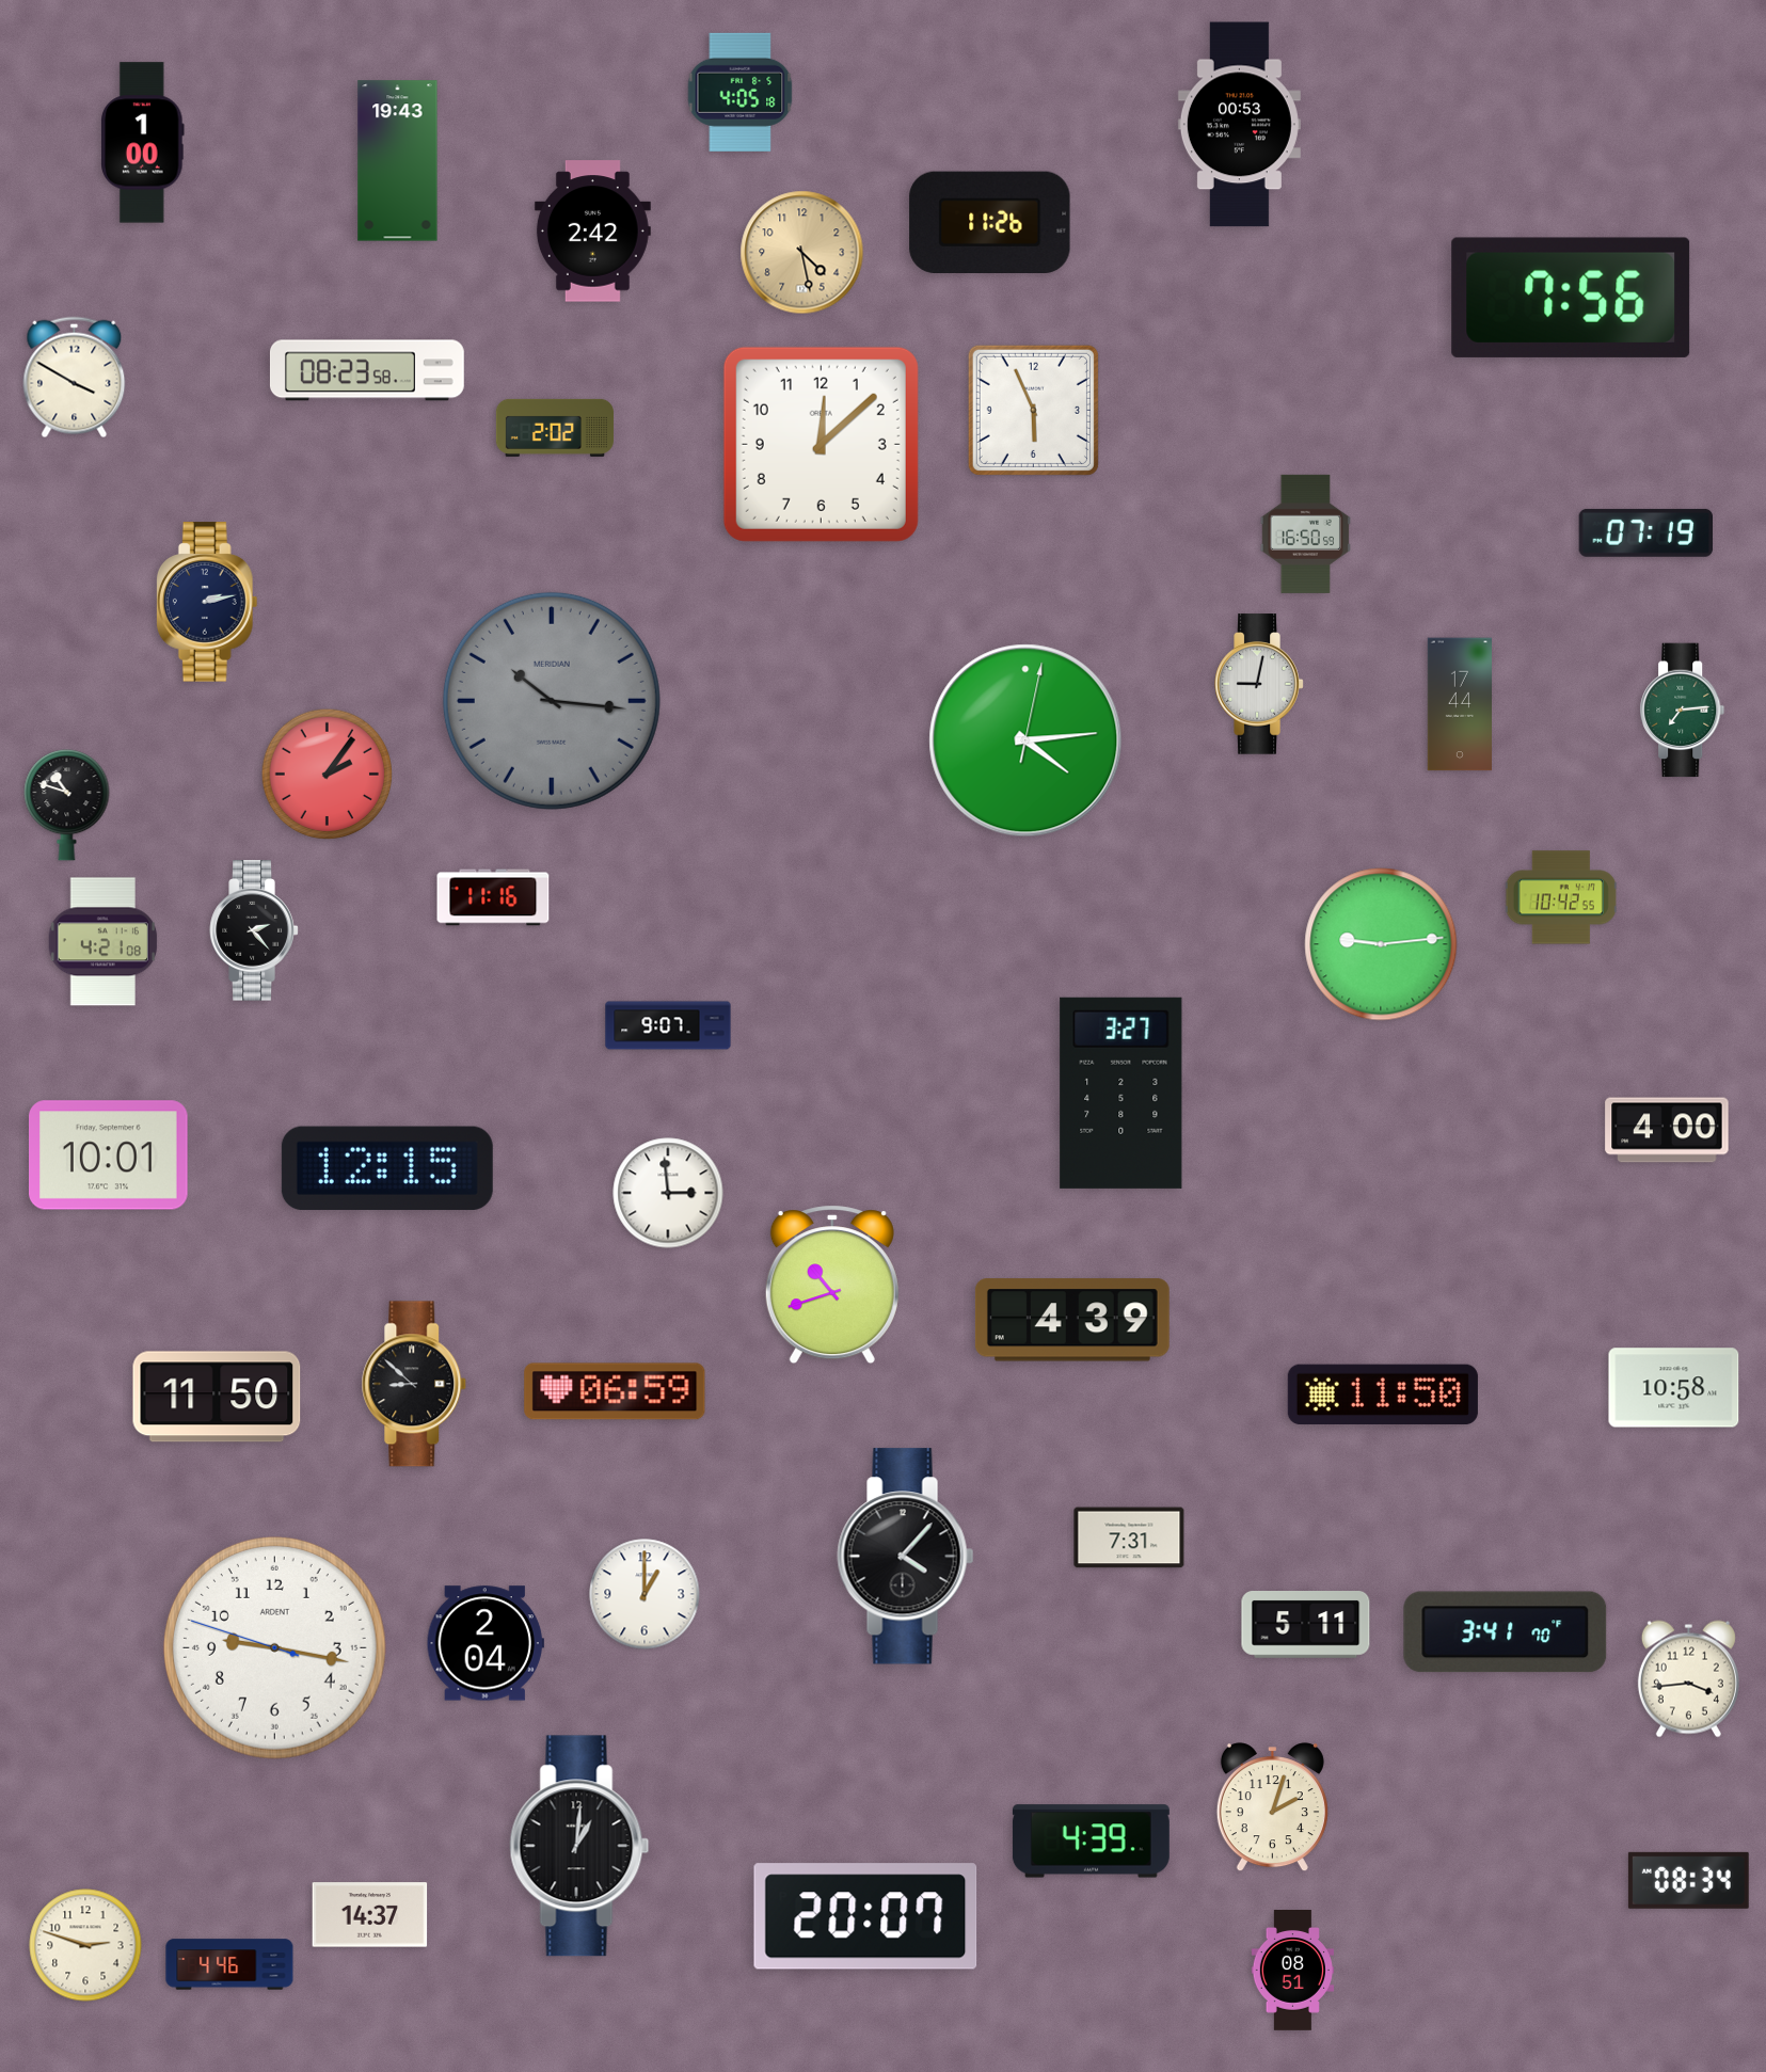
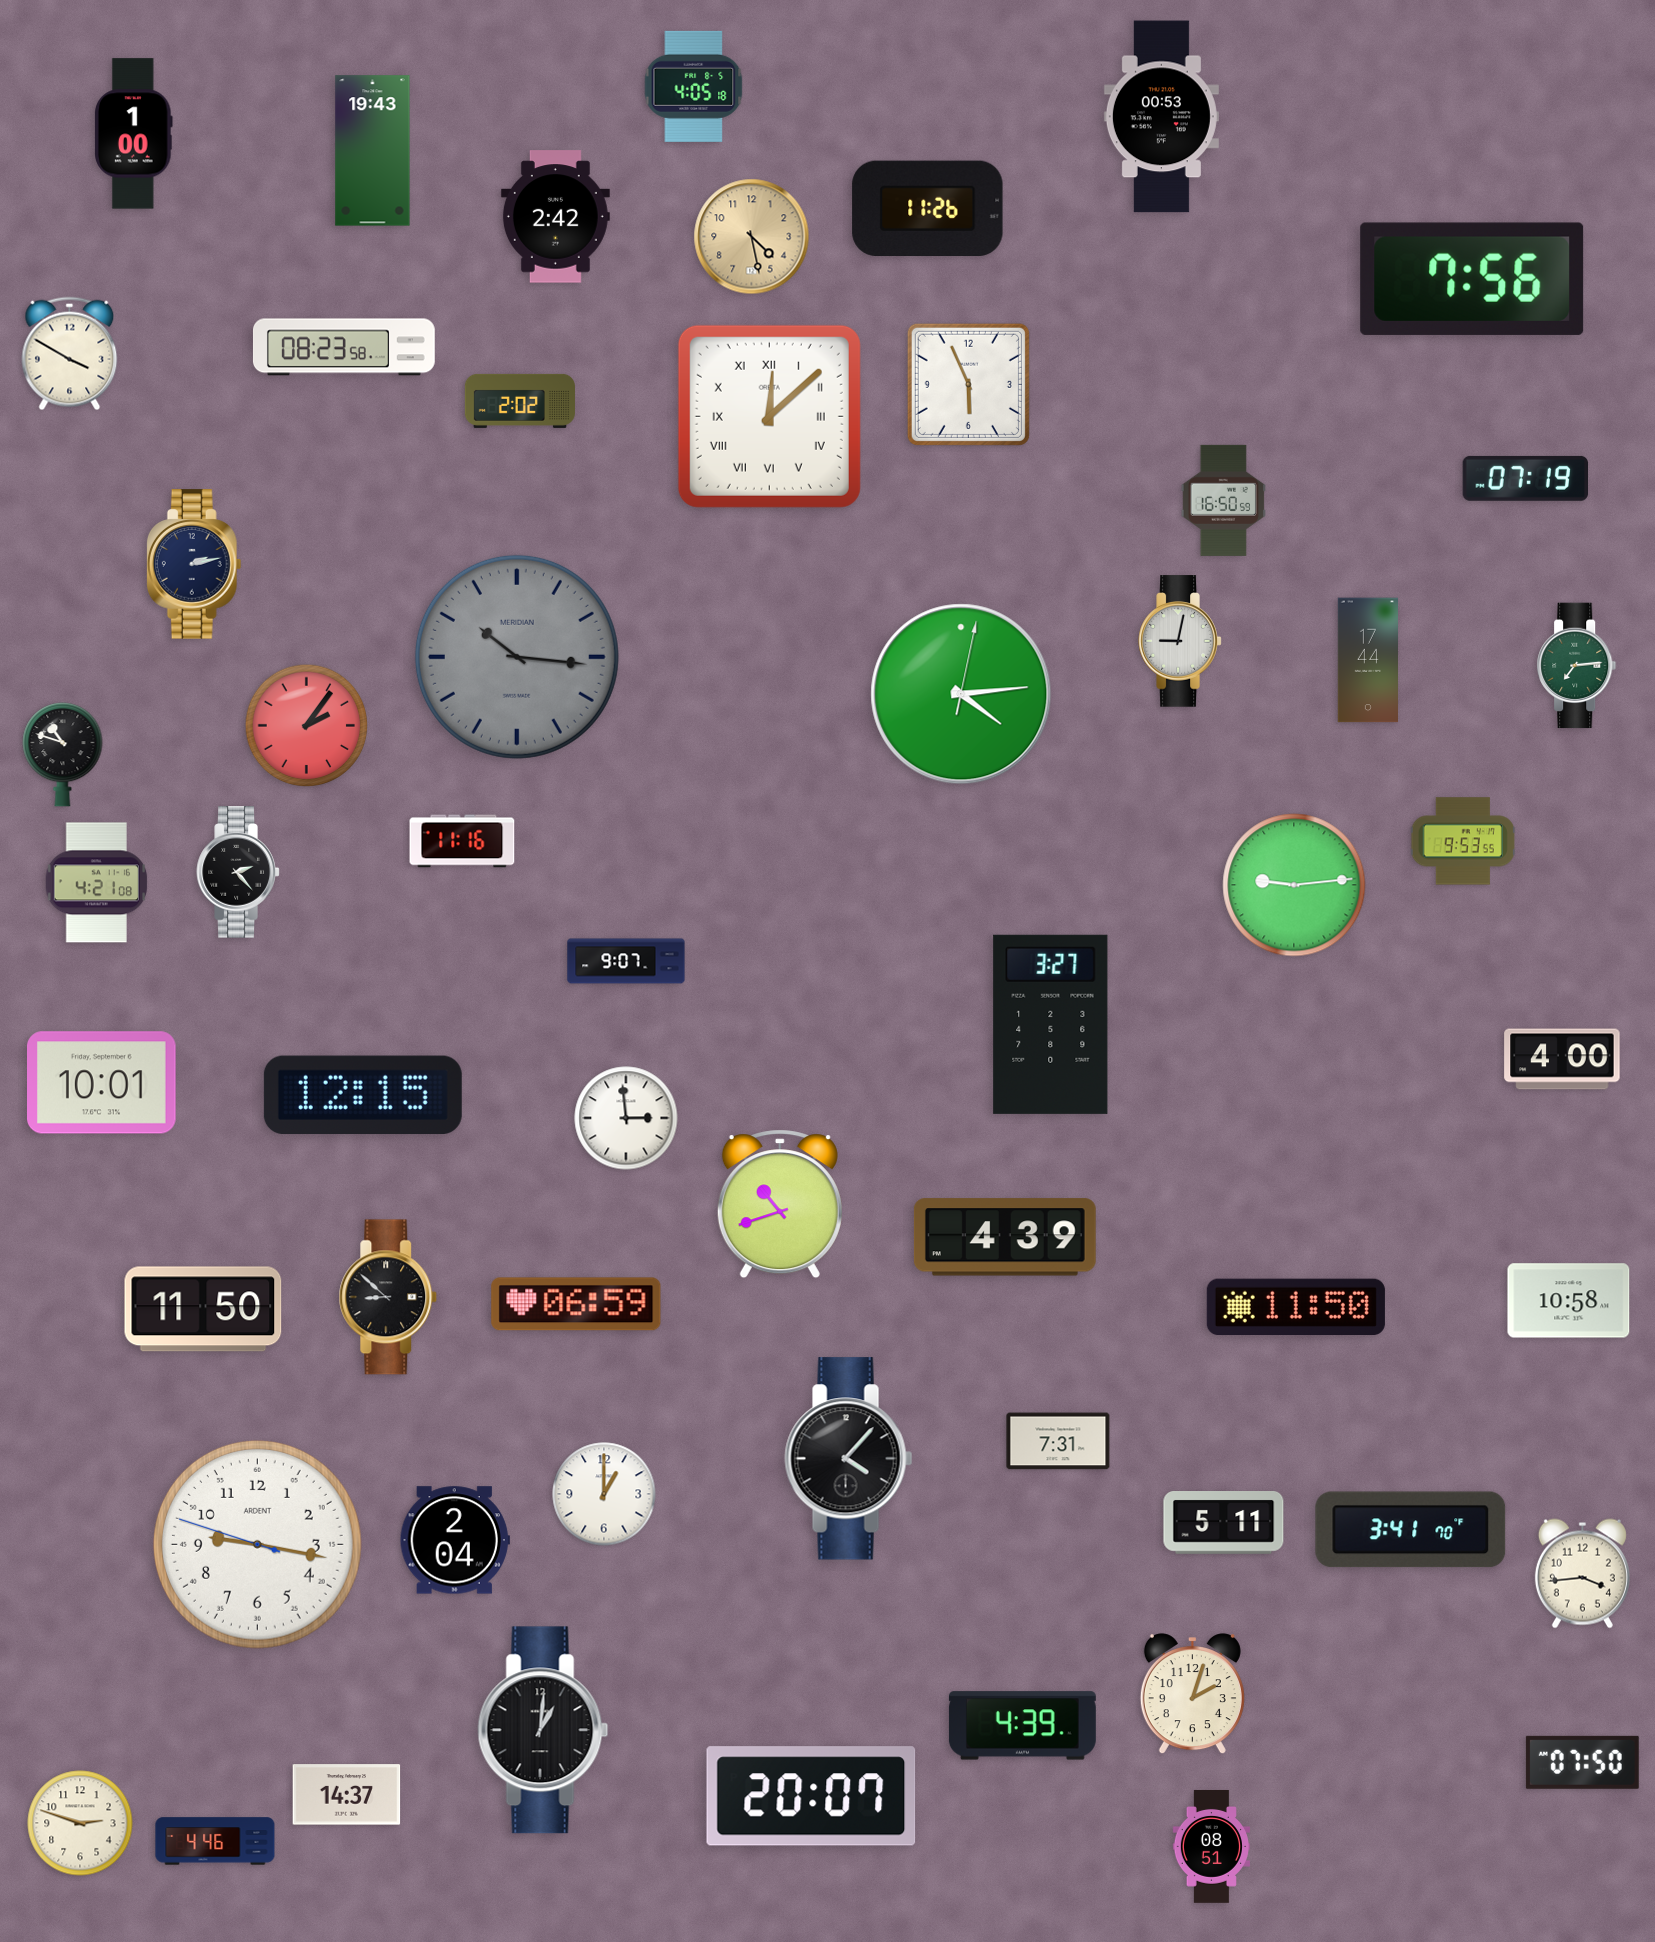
clock at (821, 444) numerals: Arabic -> Roman
clock at (1646, 532) position: (1646, 532) -> (1526, 478)
clock at (1561, 897): 10:42 -> 9:53
clock at (1688, 1880): 08:34 -> 07:50
